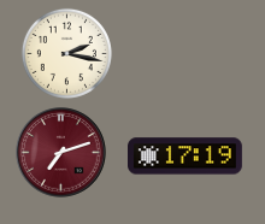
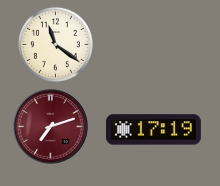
clock at (66, 53): 2:17 -> 11:21
